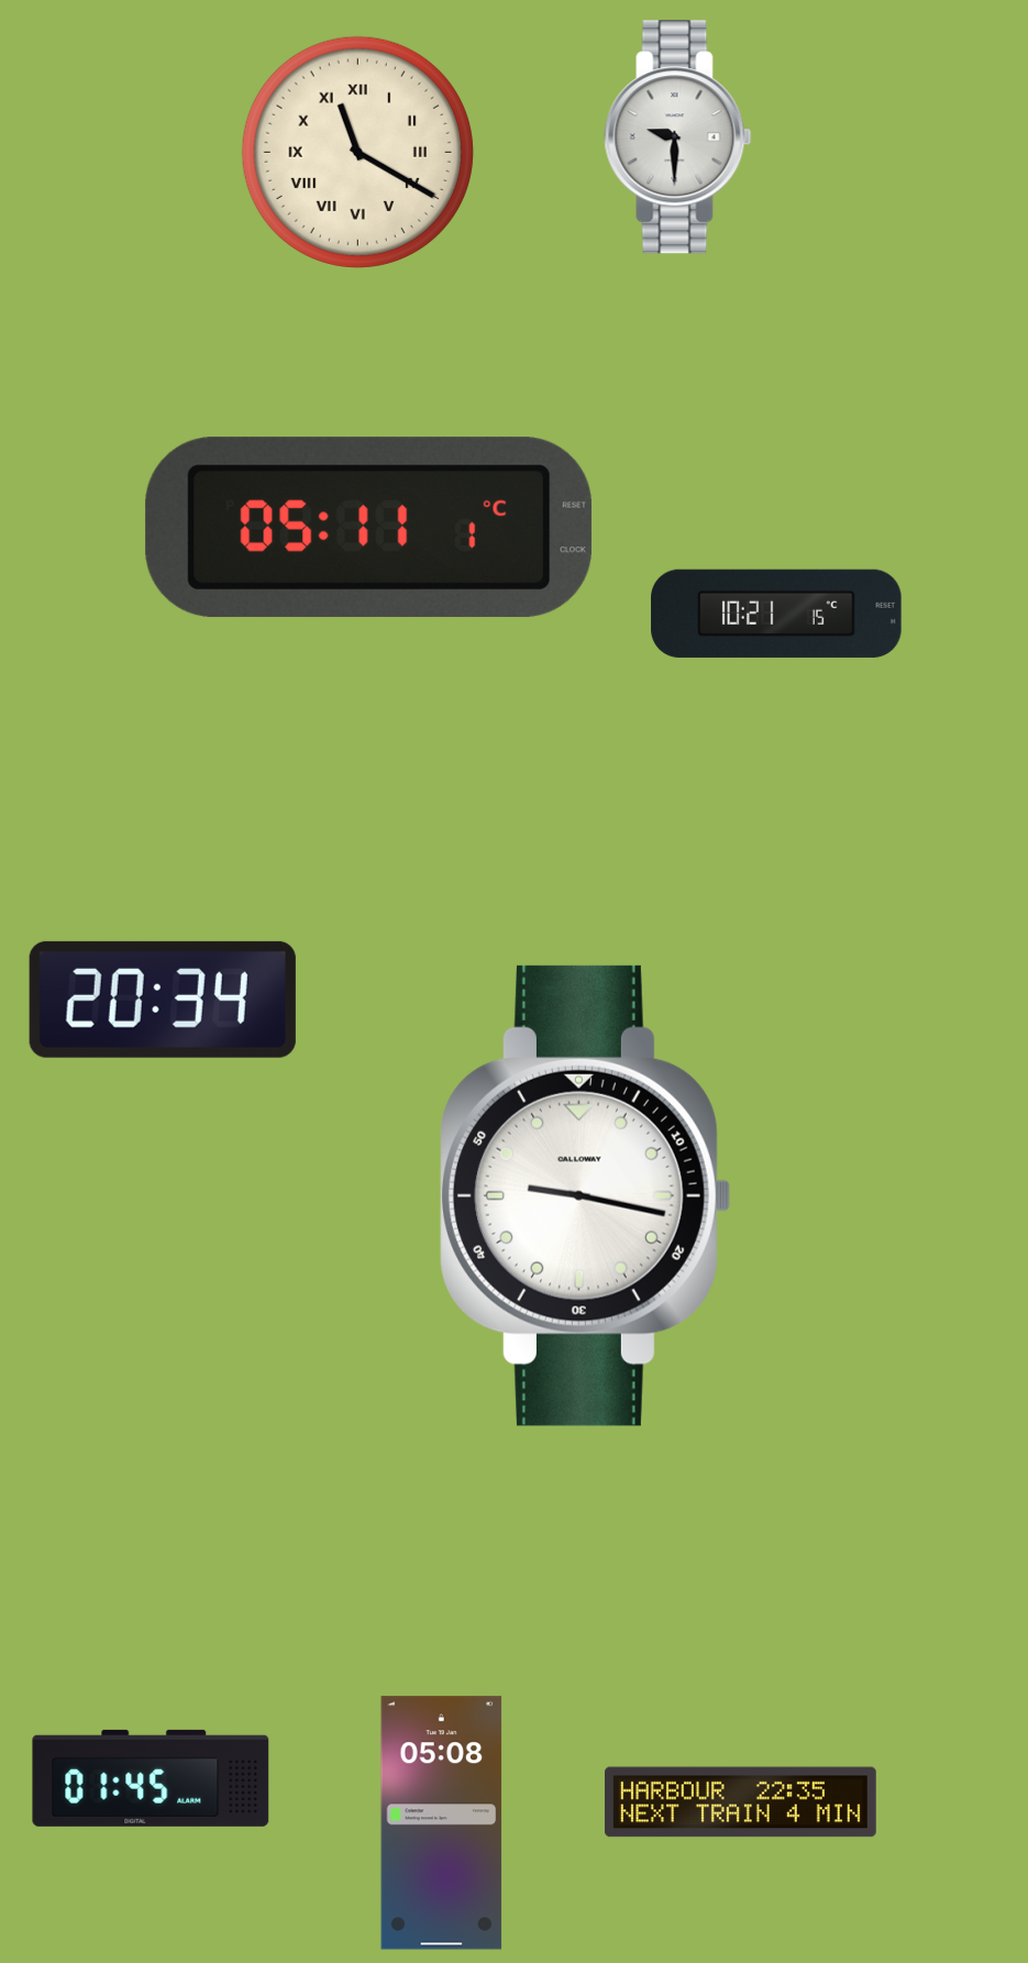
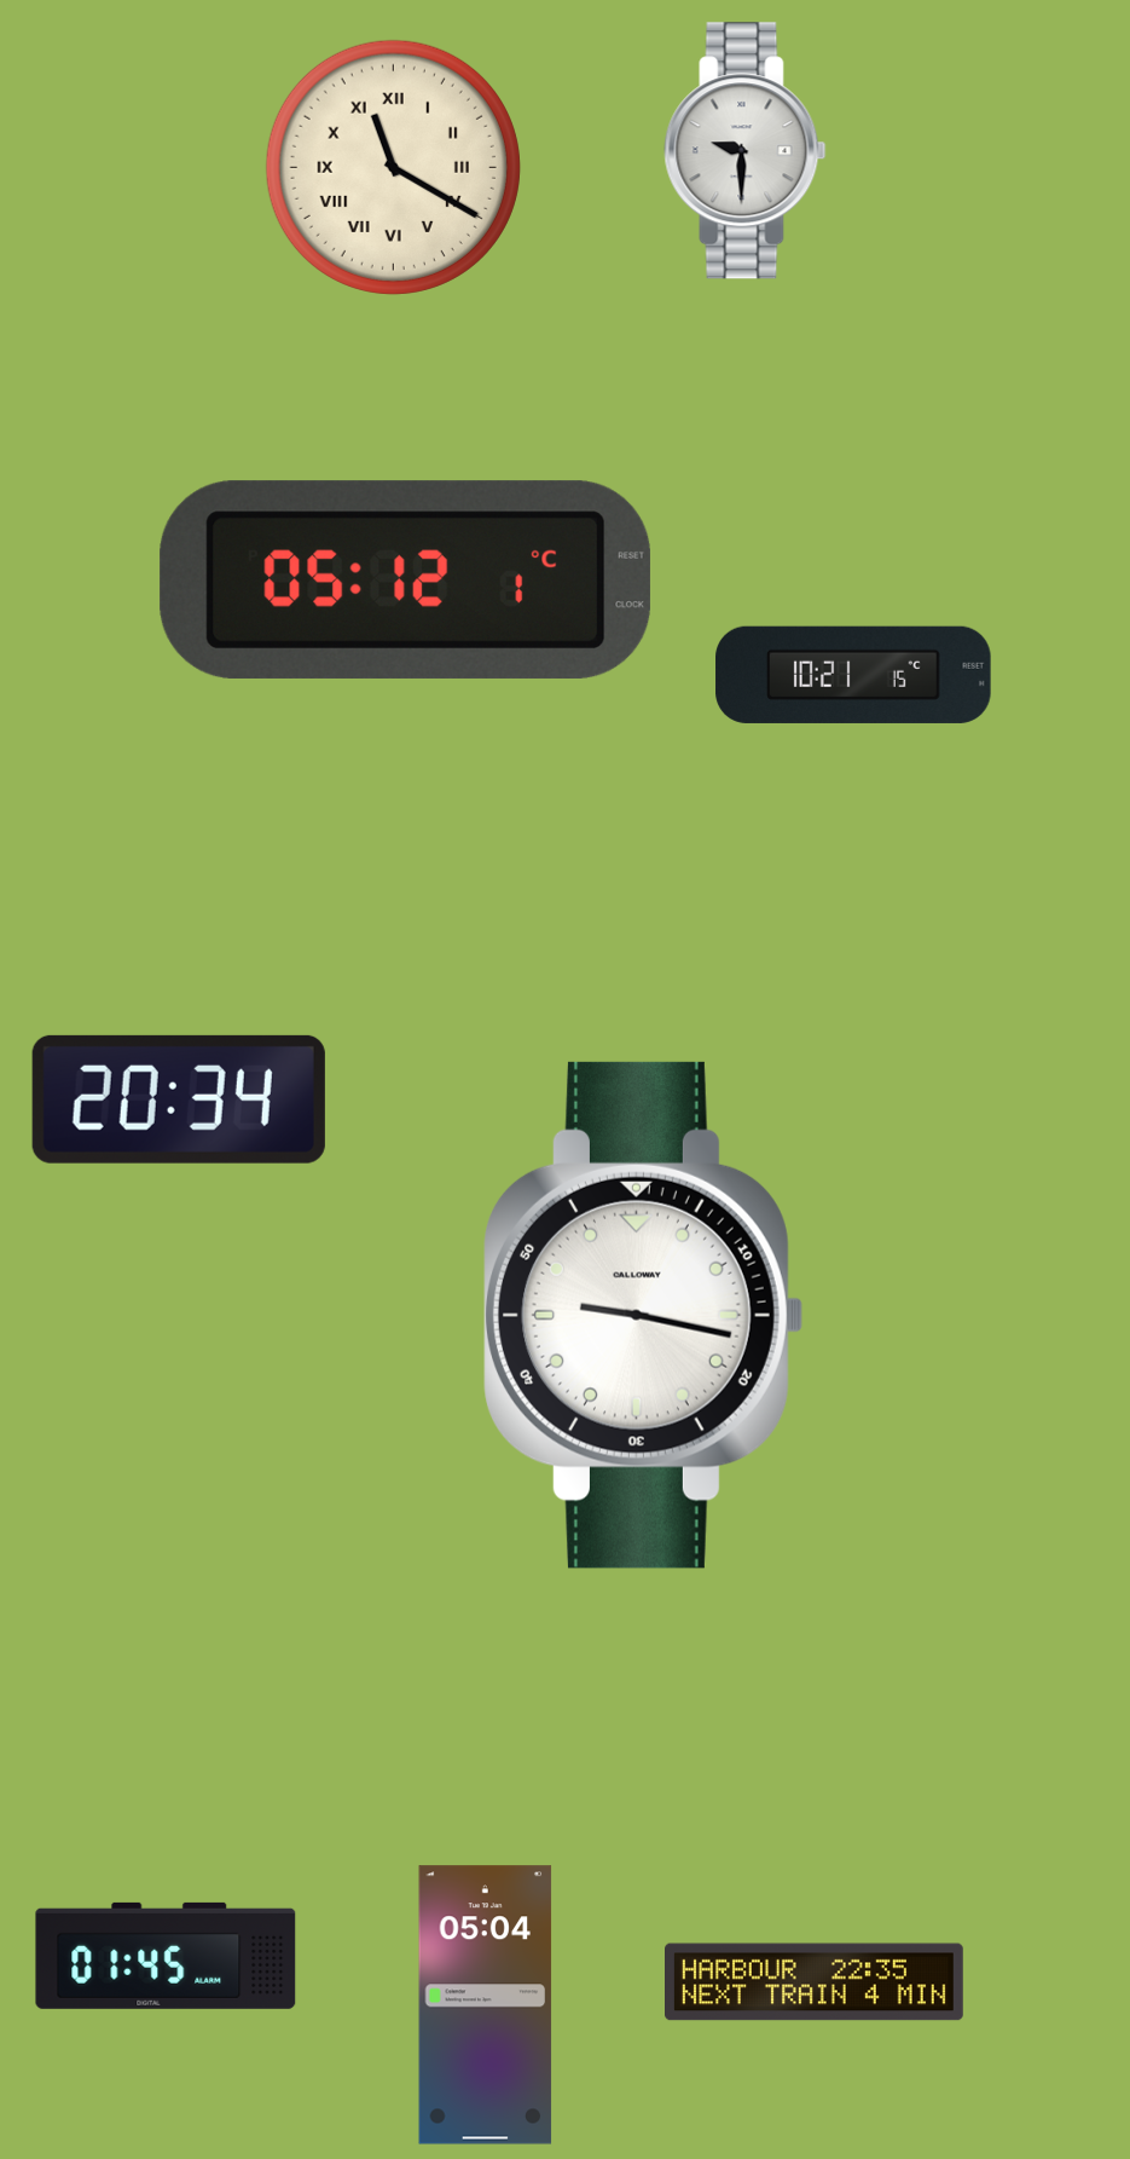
clock at (368, 527): 05:11 -> 05:12
clock at (442, 1823): 05:08 -> 05:04
